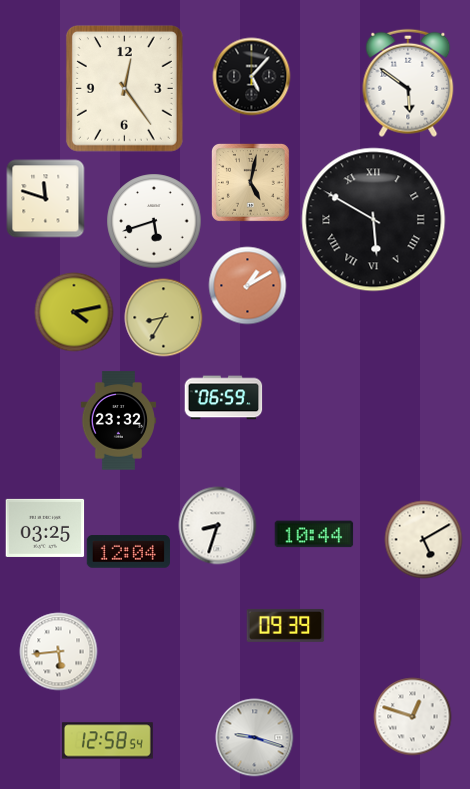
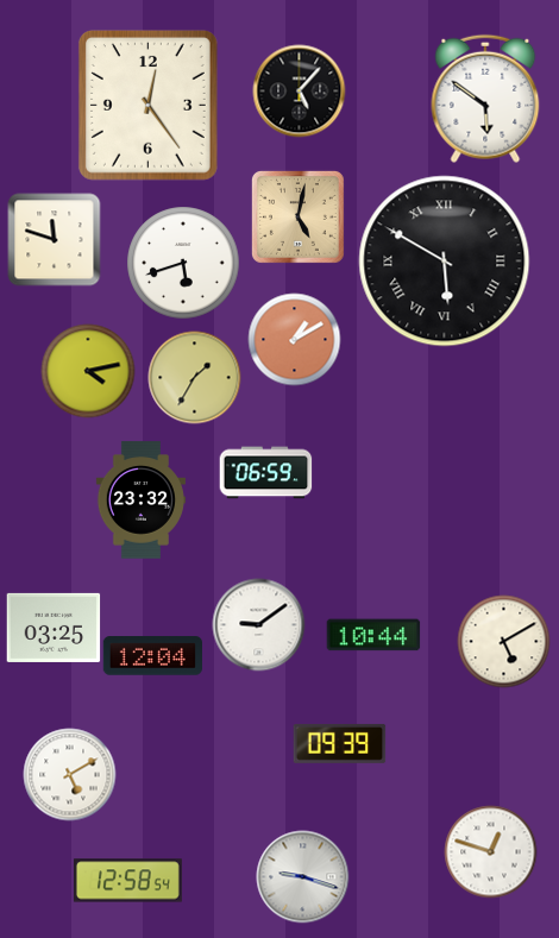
clock at (45, 198) position: (45, 198) -> (54, 239)
clock at (163, 317): 8:35 -> 1:35
clock at (217, 525): 8:33 -> 9:09
clock at (58, 651): 5:44 -> 5:10
